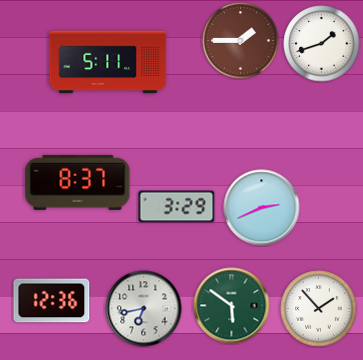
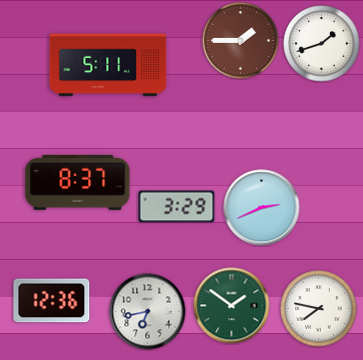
clock at (108, 62) position: (108, 62) -> (108, 65)
clock at (232, 306): 5:51 -> 1:51
clock at (144, 309) position: (144, 309) -> (148, 312)
clock at (319, 309): 1:53 -> 7:47
